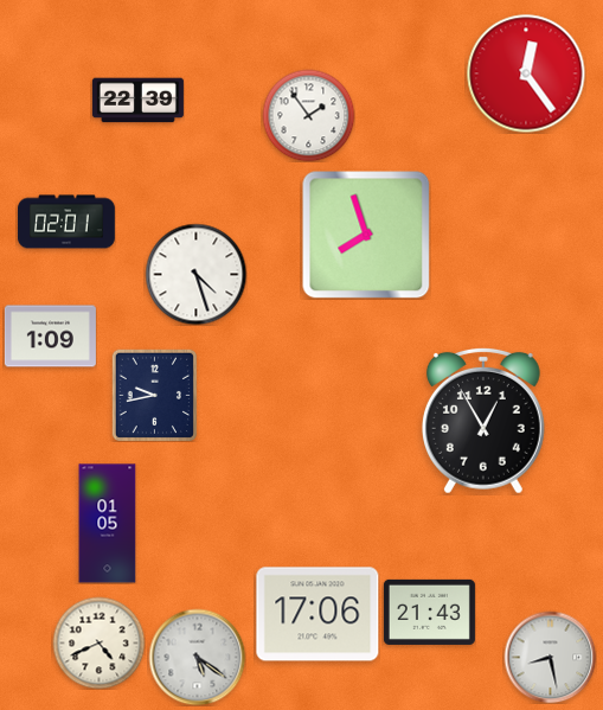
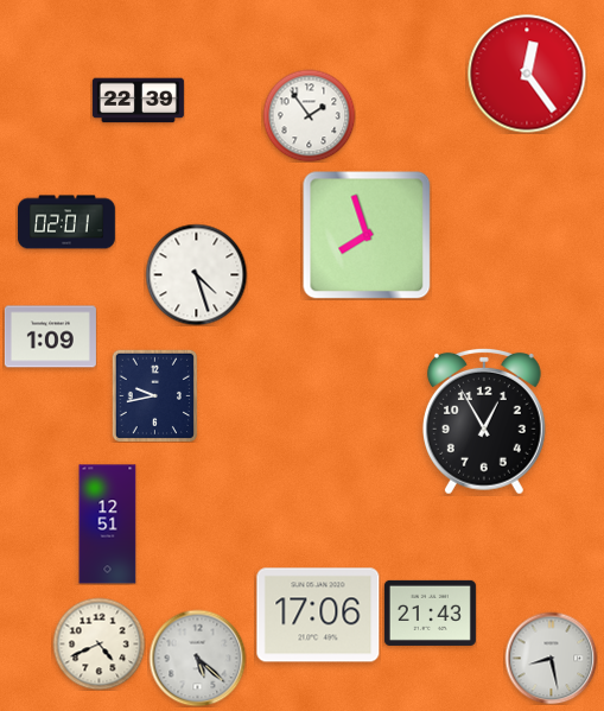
clock at (108, 524): 01:05 -> 12:51
clock at (197, 657): 5:21 -> 5:22
